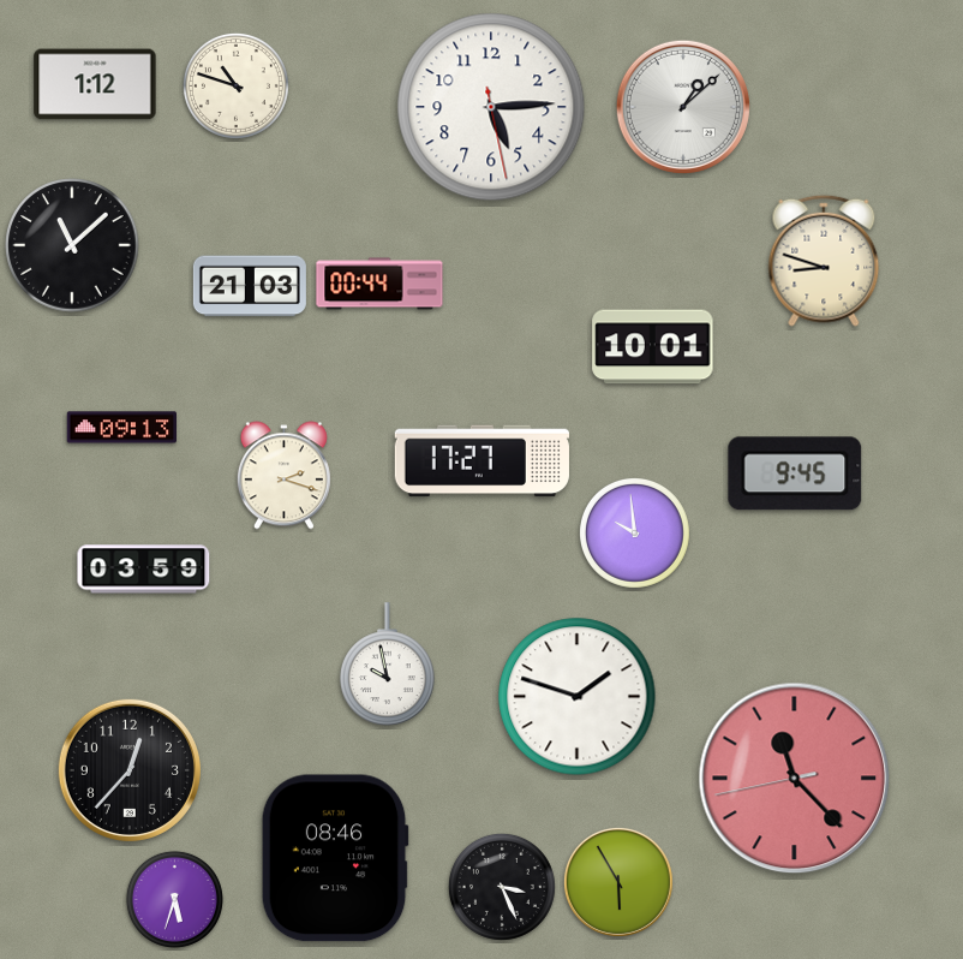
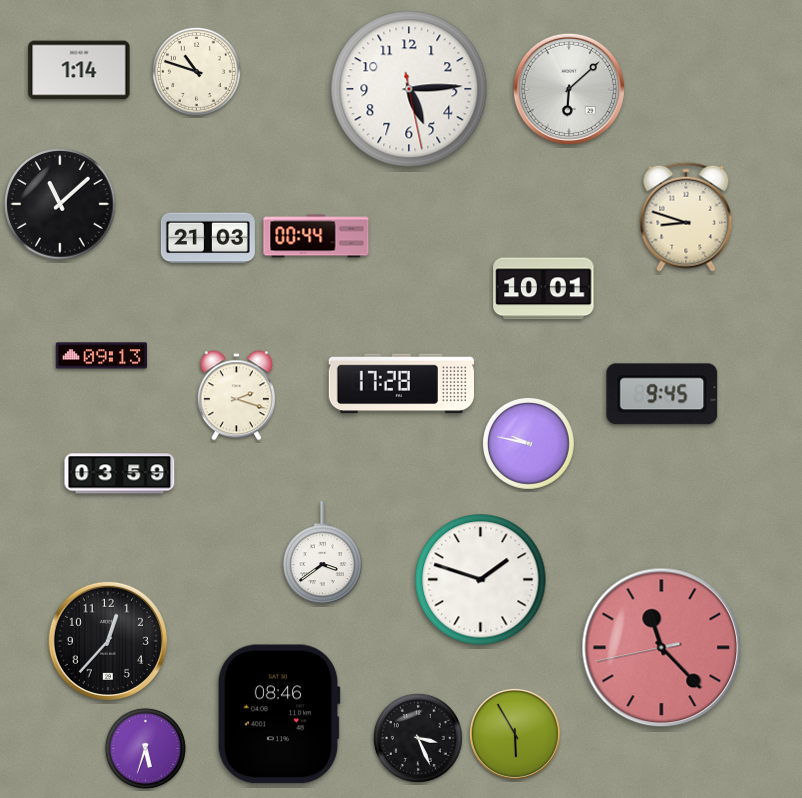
clock at (95, 84): 1:12 -> 1:14
clock at (683, 107): 1:08 -> 6:08
clock at (481, 461): 17:27 -> 17:28
clock at (634, 532): 9:59 -> 9:47
clock at (388, 665): 9:58 -> 3:39
